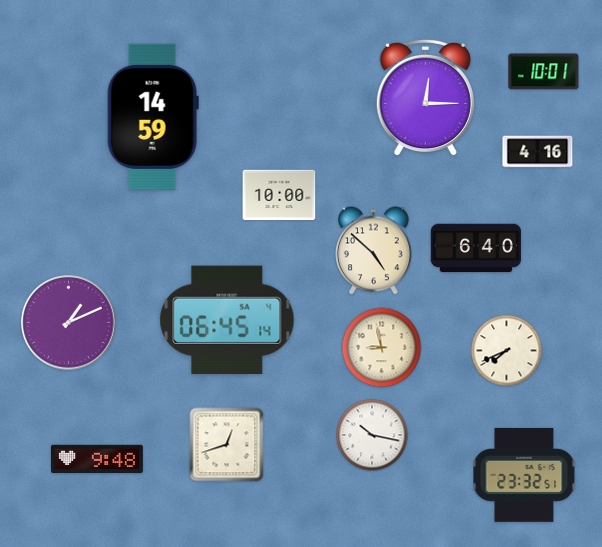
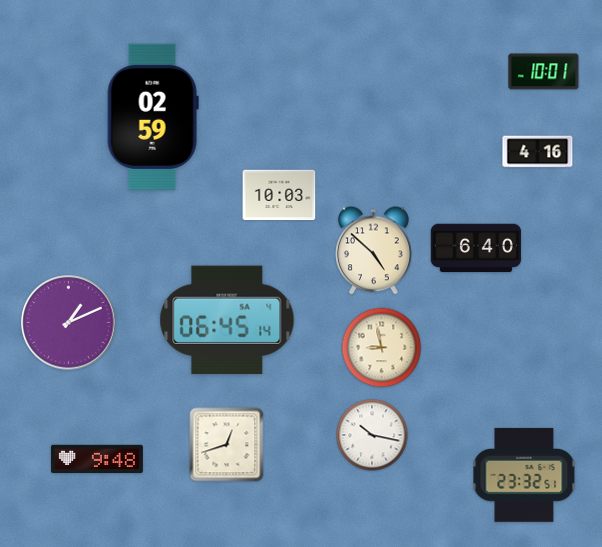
clock at (425, 98): 12:15 -> none
clock at (153, 117): 14:59 -> 02:59
clock at (279, 195): 10:00 -> 10:03
clock at (507, 351): 7:41 -> none
